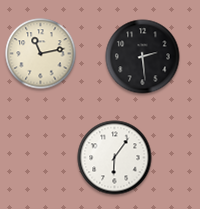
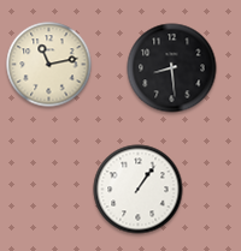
clock at (143, 57): 2:29 -> 8:29
clock at (115, 158): 6:06 -> 1:06
